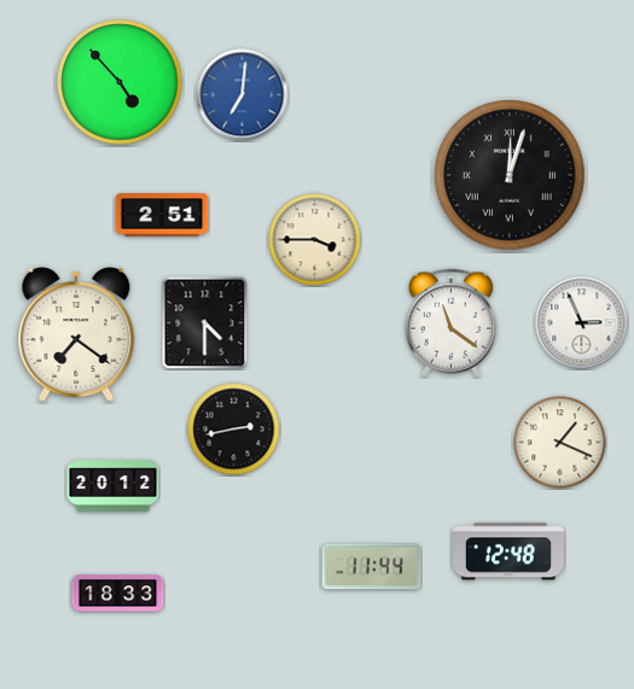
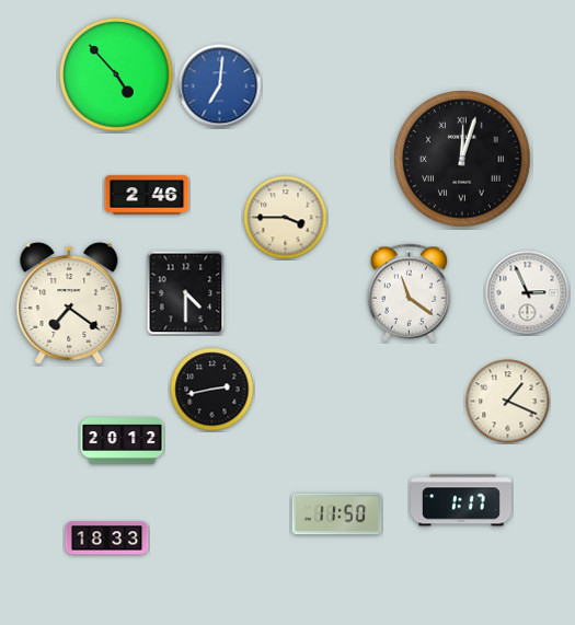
clock at (120, 82) position: (120, 82) -> (116, 74)
clock at (162, 215): 2:51 -> 2:46
clock at (114, 486) position: (114, 486) -> (123, 441)
clock at (510, 551): 12:48 -> 1:17
clock at (372, 567): 11:44 -> 11:50
